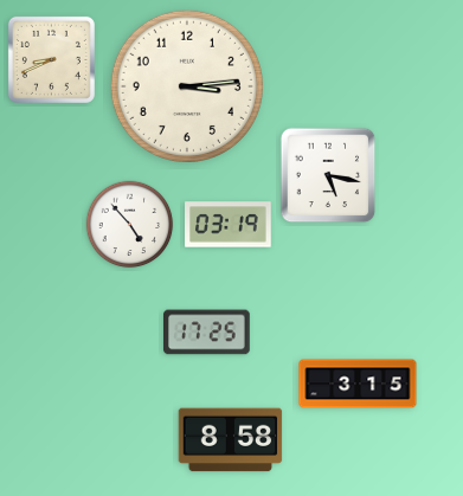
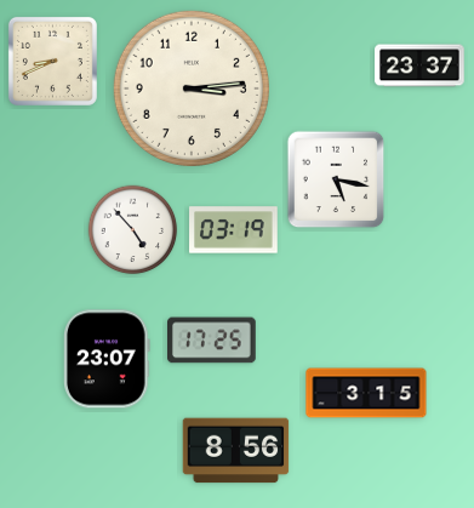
clock at (419, 65): none -> 23:37
clock at (108, 359): none -> 23:07
clock at (231, 440): 8:58 -> 8:56
